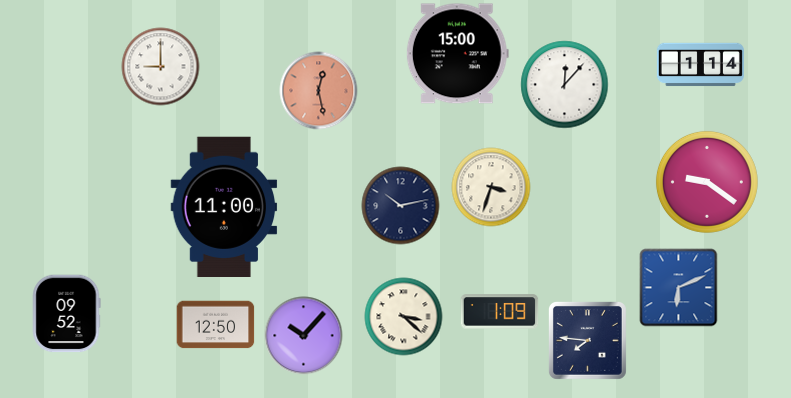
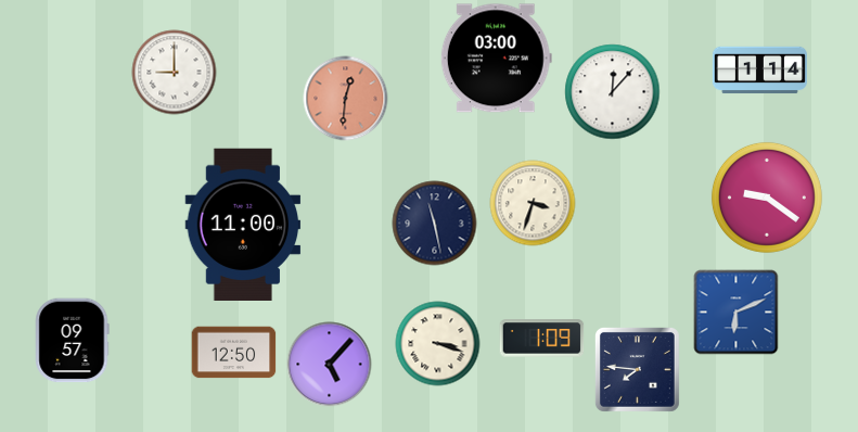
clock at (457, 54): 15:00 -> 03:00
clock at (318, 90): 12:28 -> 12:31
clock at (400, 205): 10:13 -> 11:28
clock at (66, 313): 09:52 -> 09:57
clock at (403, 316): 3:22 -> 3:18
clock at (303, 335): 10:07 -> 5:07
